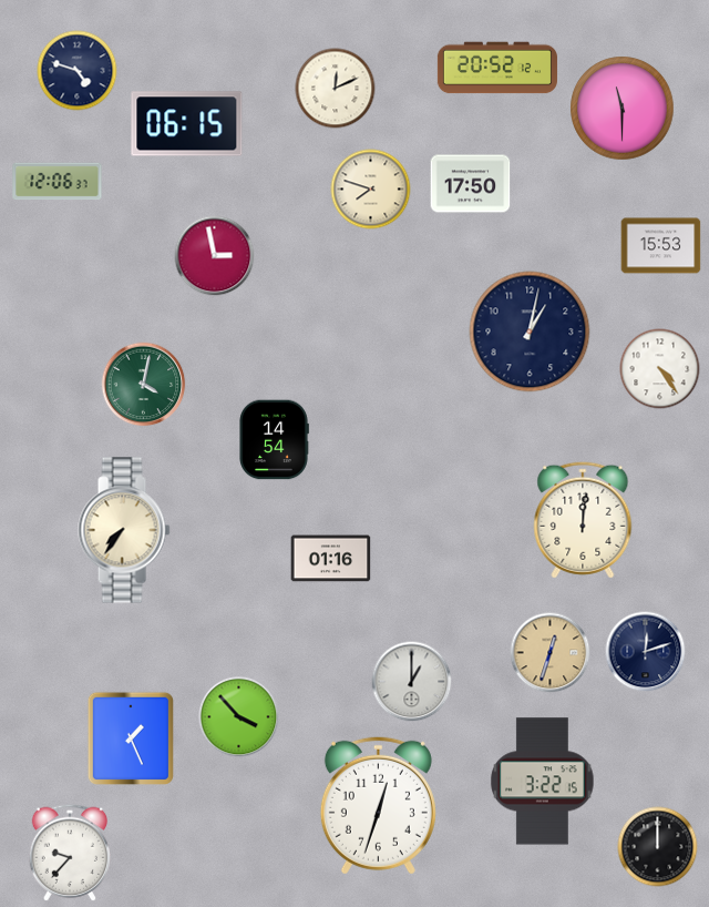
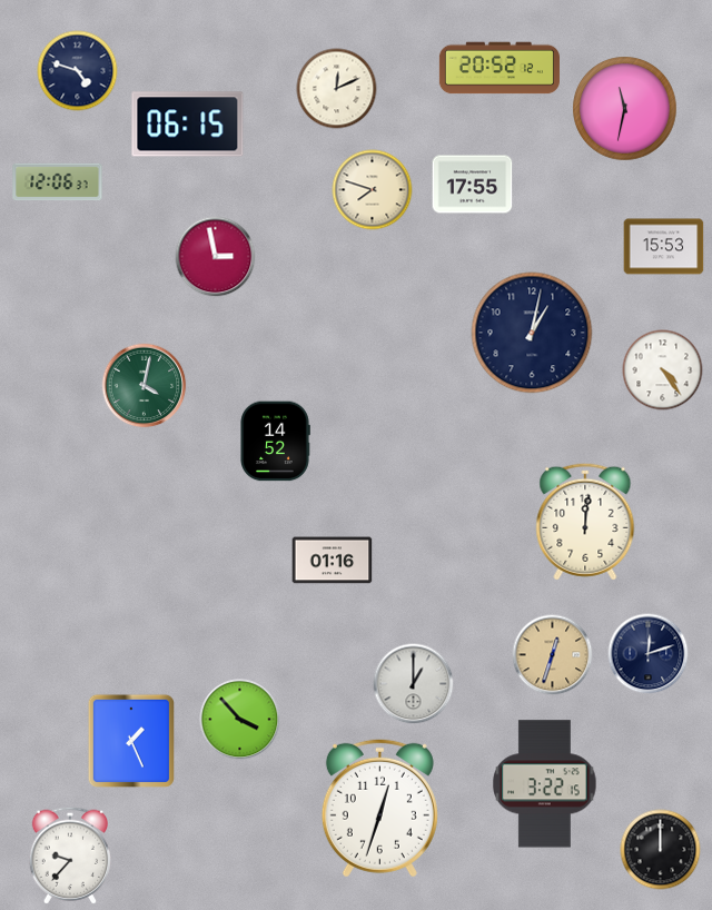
clock at (623, 109): 11:30 -> 11:32
clock at (471, 184): 17:50 -> 17:55
clock at (274, 440): 14:54 -> 14:52
clock at (124, 530): 7:36 -> none
